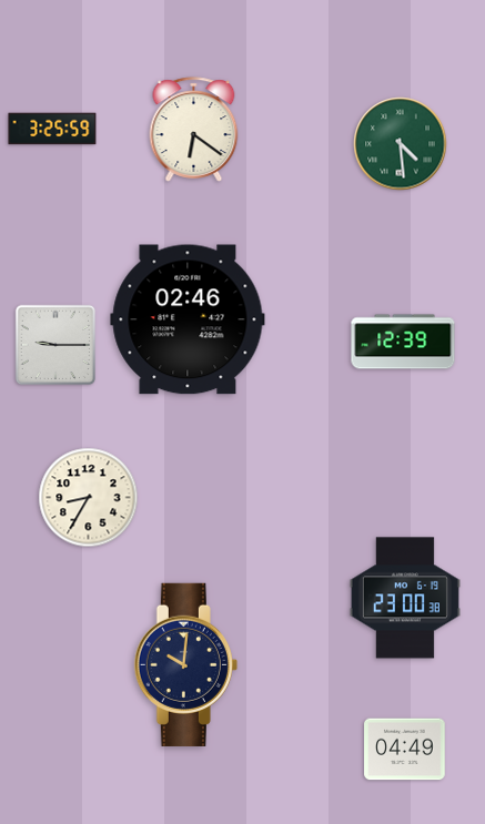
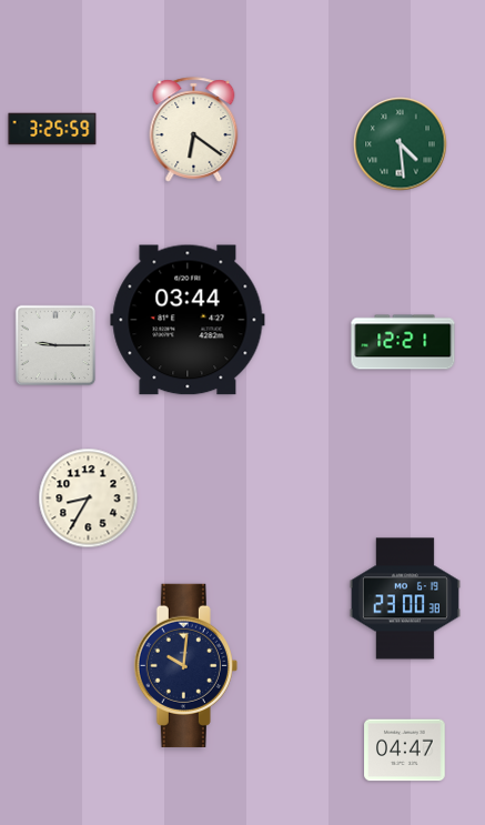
clock at (188, 319): 02:46 -> 03:44
clock at (403, 342): 12:39 -> 12:21
clock at (405, 750): 04:49 -> 04:47
